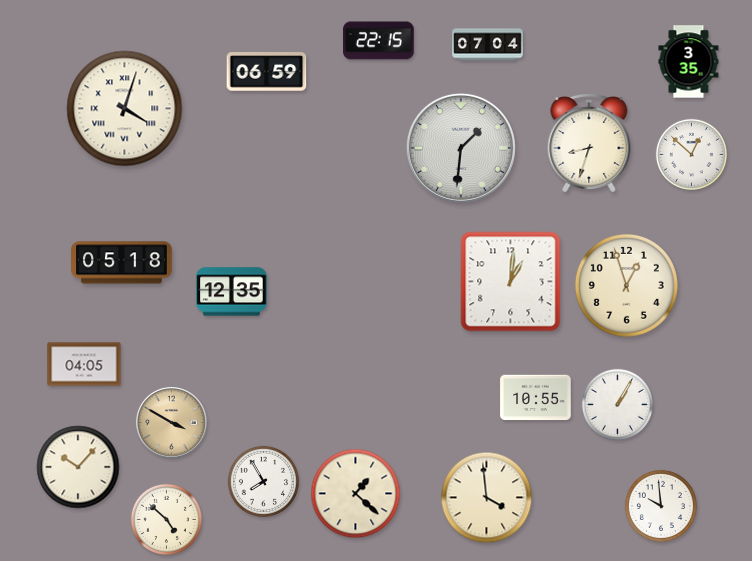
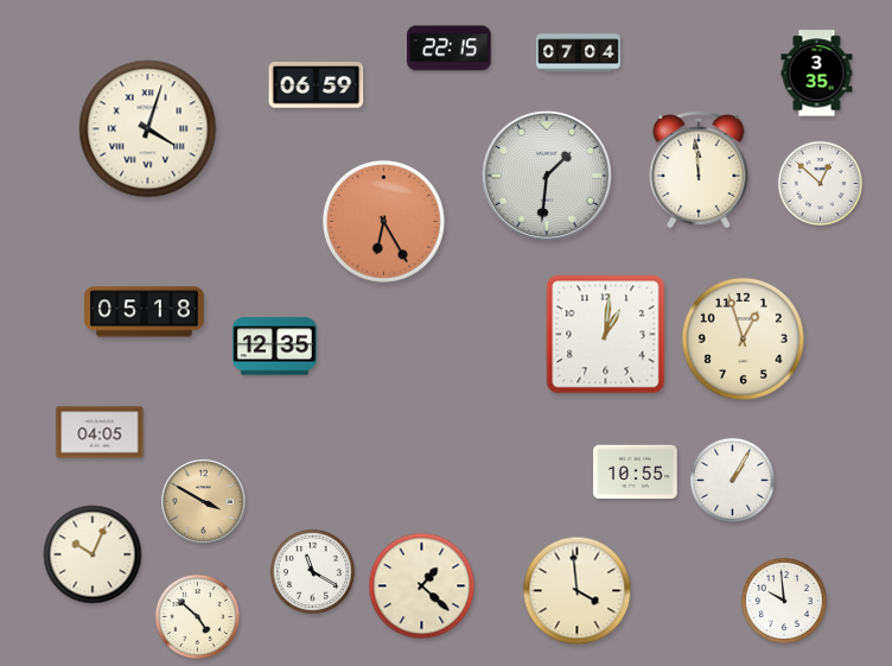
clock at (589, 143): 8:33 -> 11:59
clock at (383, 221): none -> 6:25
clock at (78, 467): 10:07 -> 10:04
clock at (263, 481): 7:55 -> 11:20
